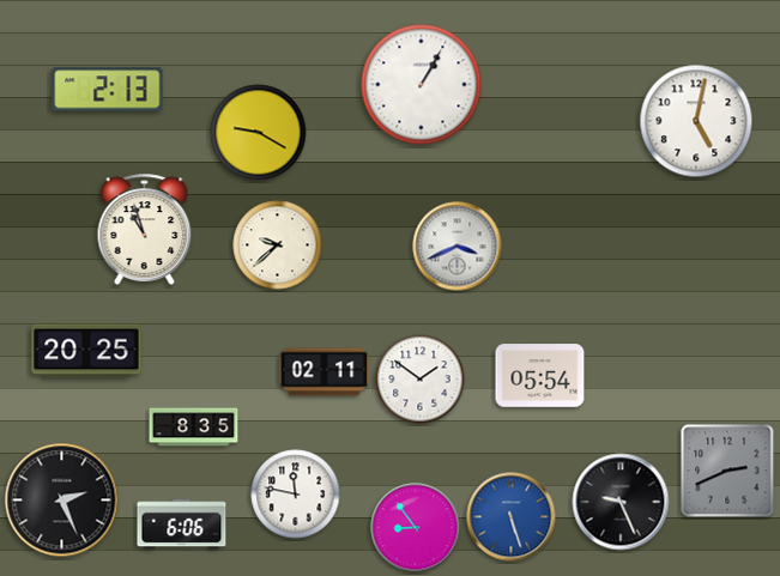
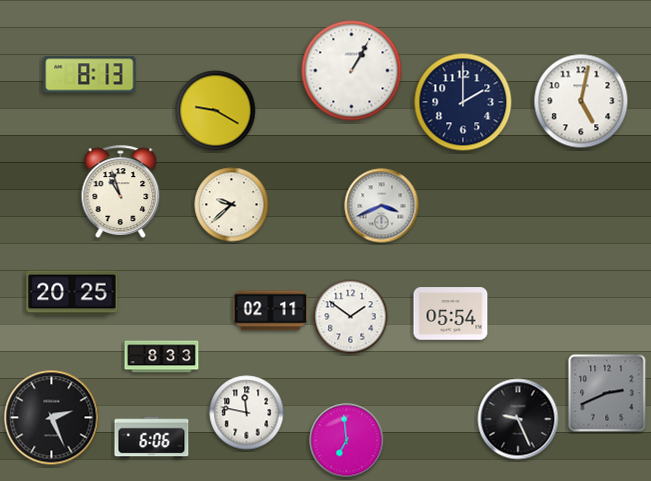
clock at (108, 90): 2:13 -> 8:13
clock at (463, 102): none -> 2:00
clock at (194, 428): 8:35 -> 8:33
clock at (512, 517): 5:27 -> none
clock at (416, 528): 8:54 -> 6:59
